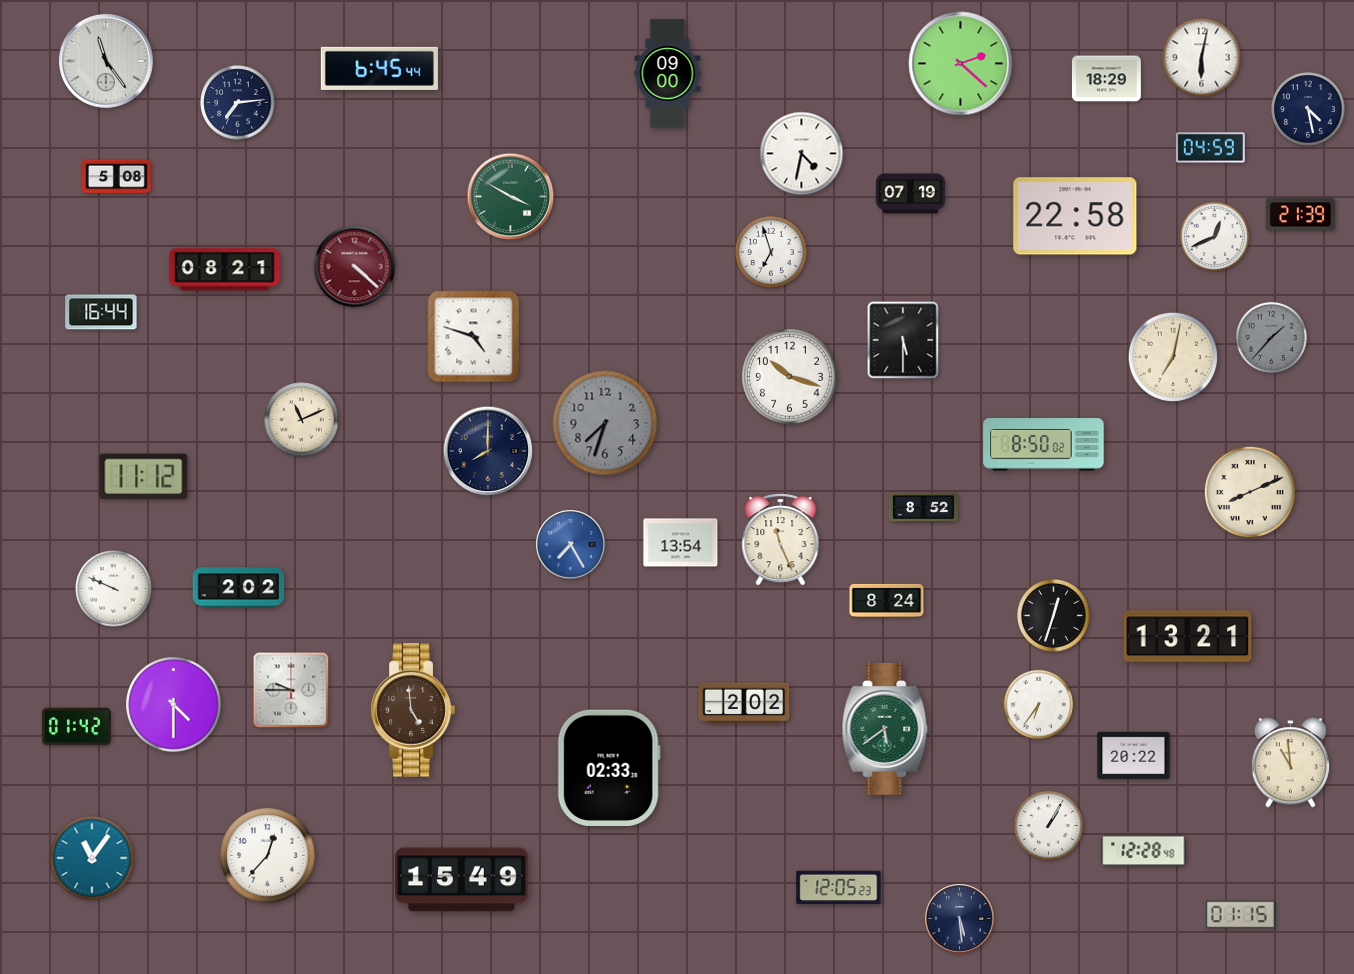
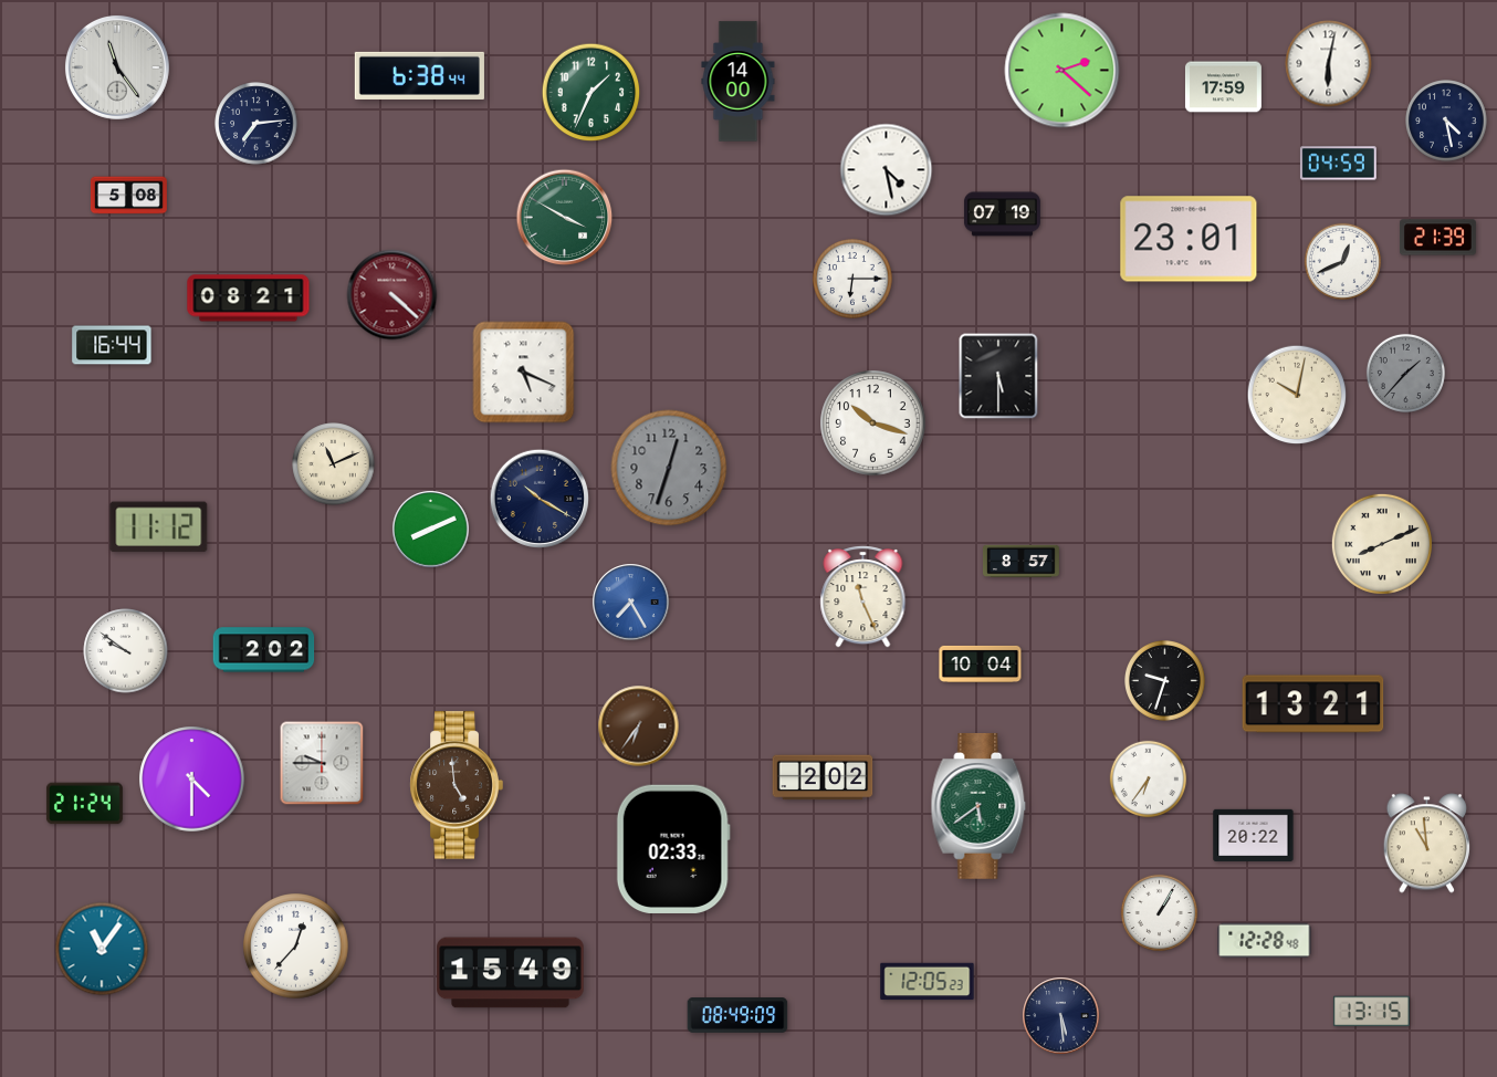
clock at (379, 68): 6:45 -> 6:38
clock at (668, 74): 09:00 -> 14:00
clock at (1106, 79): 18:29 -> 17:59
clock at (592, 93): none -> 1:34
clock at (238, 103) position: (238, 103) -> (257, 124)
clock at (802, 154): 4:32 -> 4:28
clock at (910, 194) position: (910, 194) -> (1002, 215)
clock at (1075, 216): 22:58 -> 23:01
clock at (771, 252): 6:57 -> 6:15
clock at (474, 337): 4:48 -> 5:19
clock at (1173, 357): 7:02 -> 10:02
clock at (790, 377) position: (790, 377) -> (873, 424)
clock at (605, 423): 7:33 -> 12:33
clock at (1044, 445): 8:50 -> none
clock at (488, 451): 8:00 -> 10:20
clock at (431, 530): none -> 8:11
clock at (923, 508): 8:52 -> 8:57
clock at (681, 543): 13:54 -> none
clock at (114, 589): 9:49 -> 9:51
clock at (887, 600): 8:24 -> 10:04
clock at (1054, 616): 12:33 -> 9:33
clock at (639, 726): none -> 6:36
clock at (76, 727): 01:42 -> 21:24
clock at (1240, 915): 01:15 -> 13:15
clock at (737, 1015): none -> 08:49
